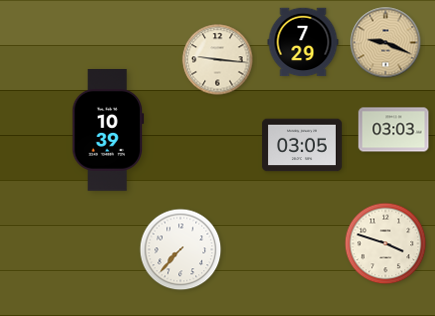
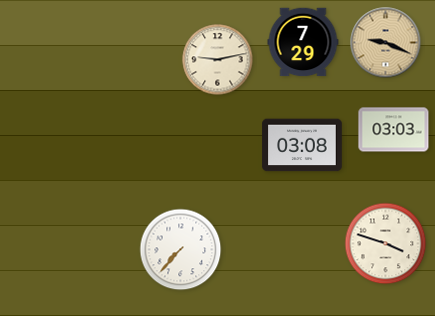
clock at (218, 60): 9:16 -> 9:13
clock at (108, 131): 10:39 -> none
clock at (302, 145): 03:05 -> 03:08
